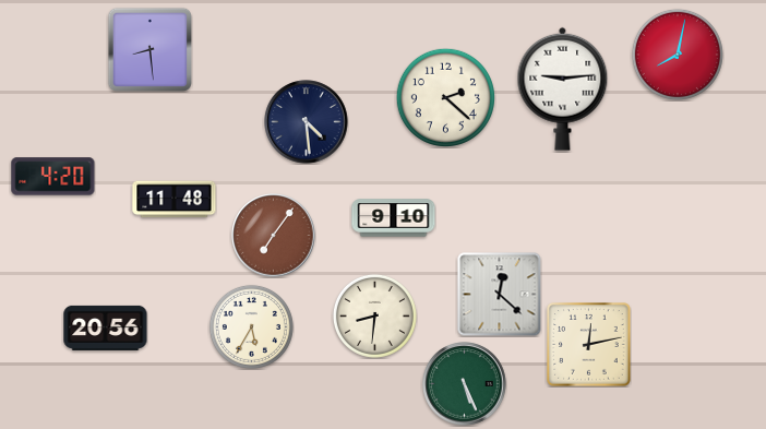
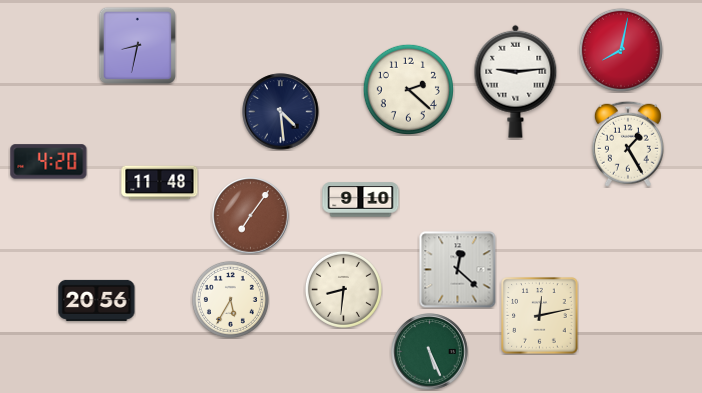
clock at (149, 49): 8:29 -> 8:32
clock at (628, 144): none -> 1:25
clock at (465, 384) position: (465, 384) -> (430, 352)
